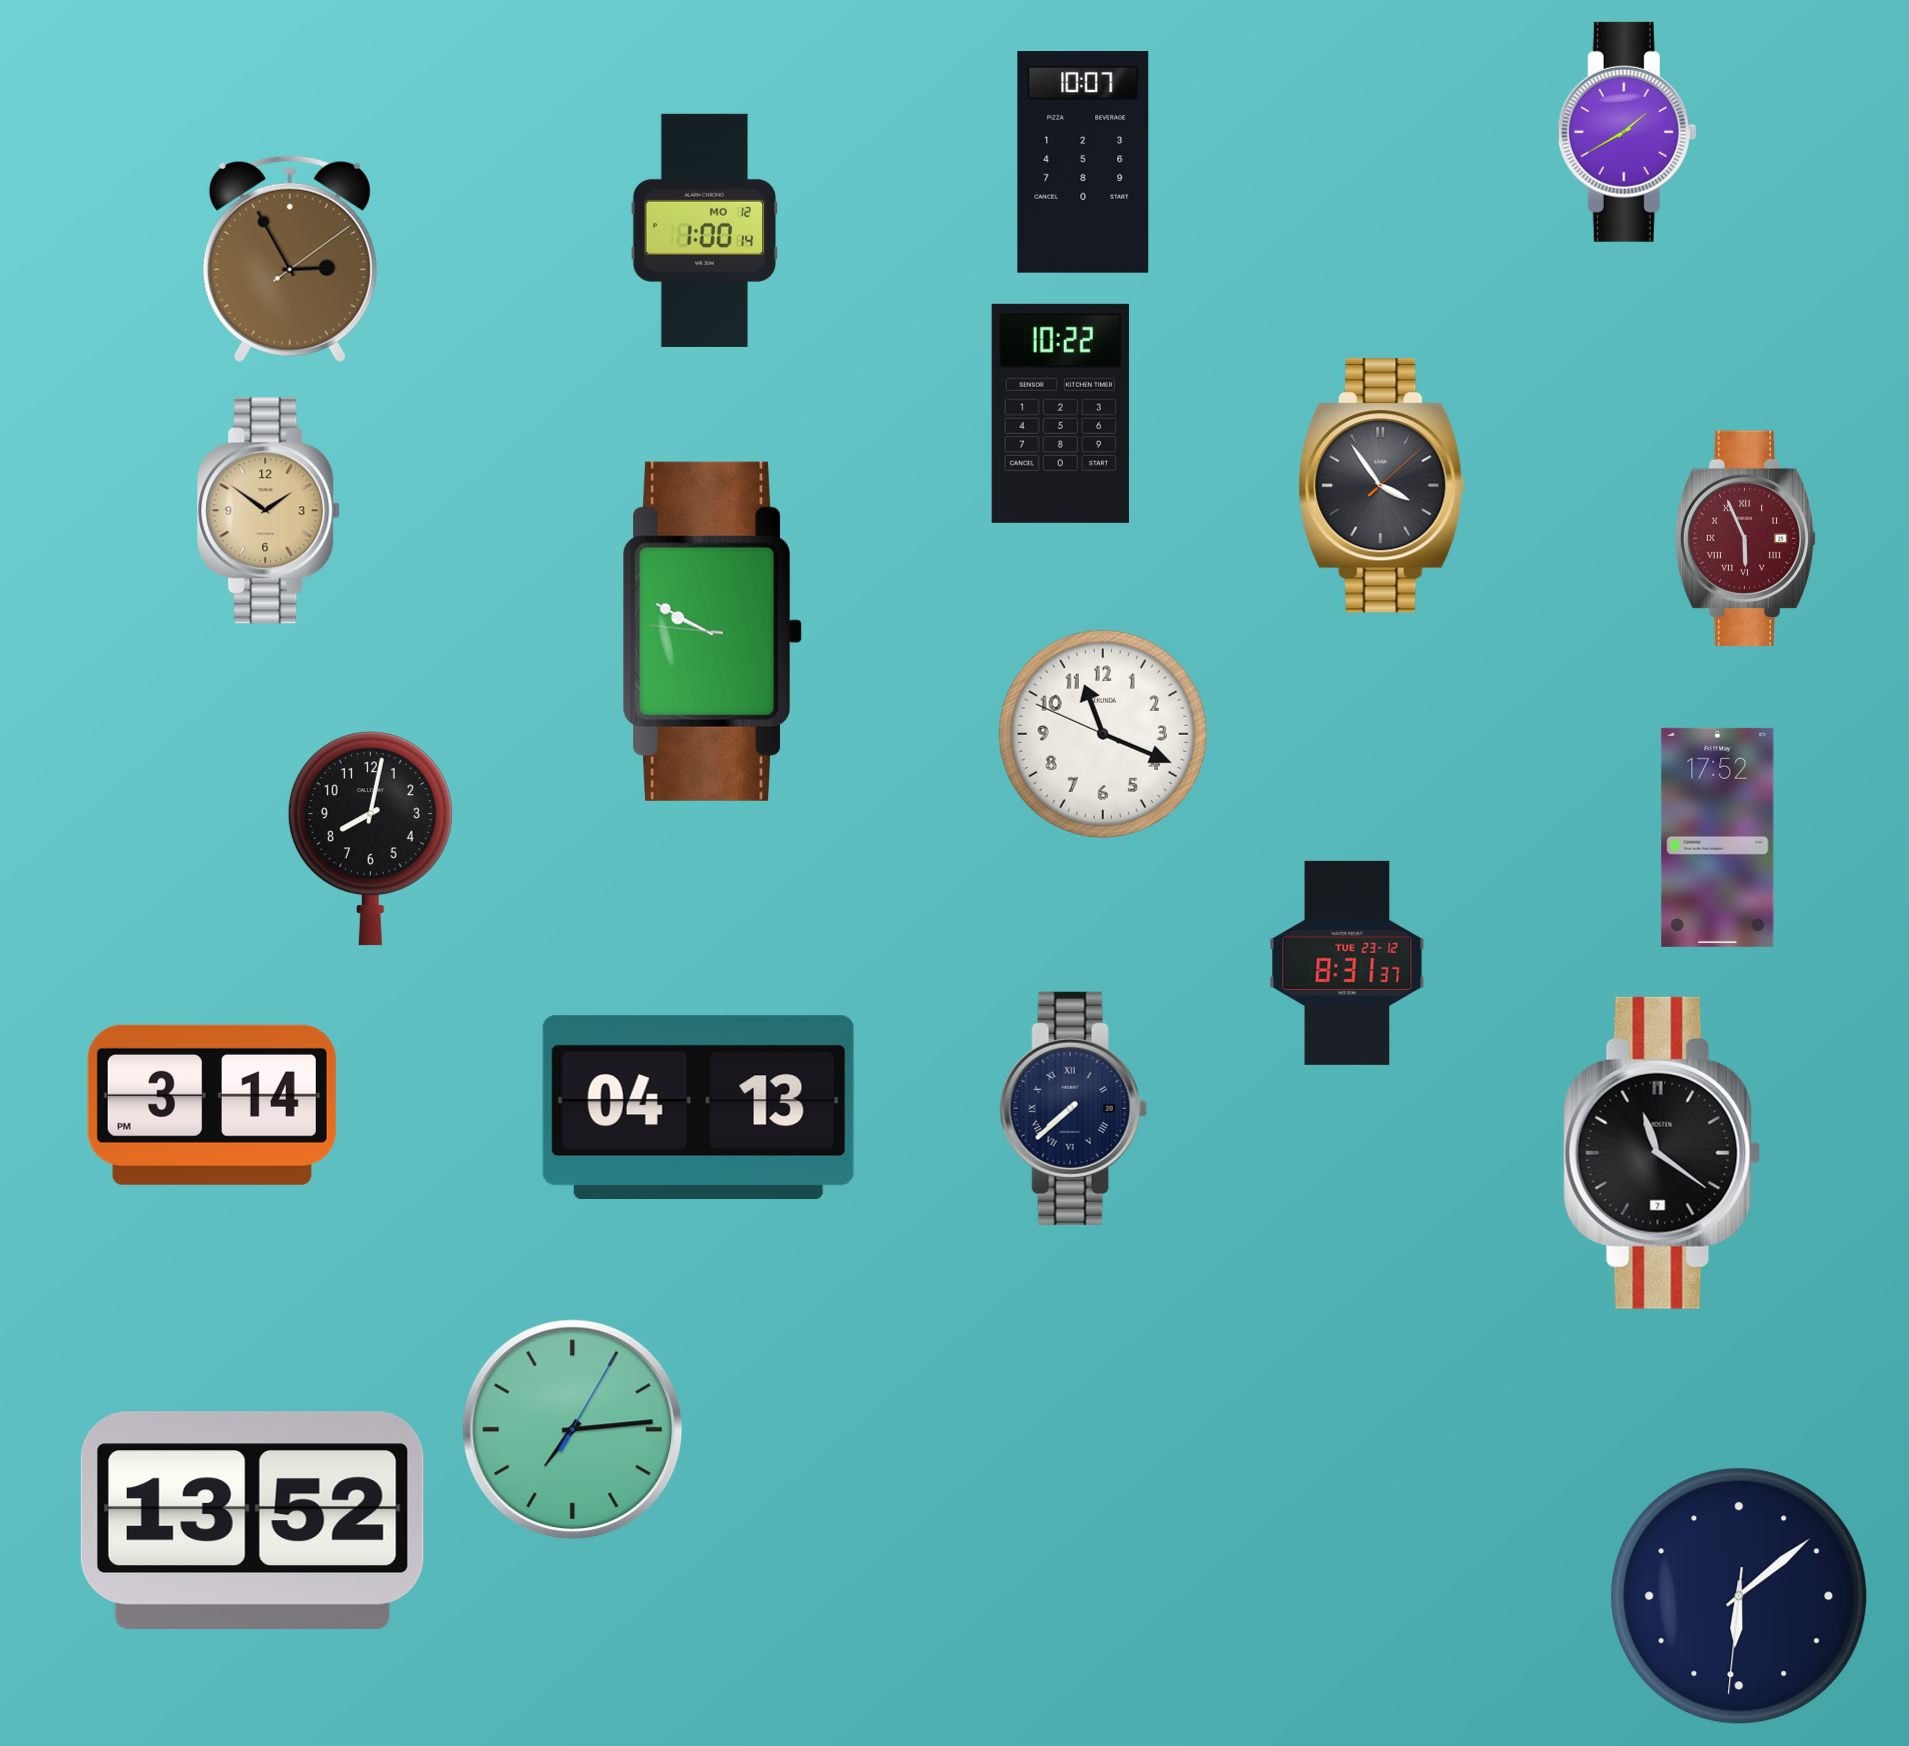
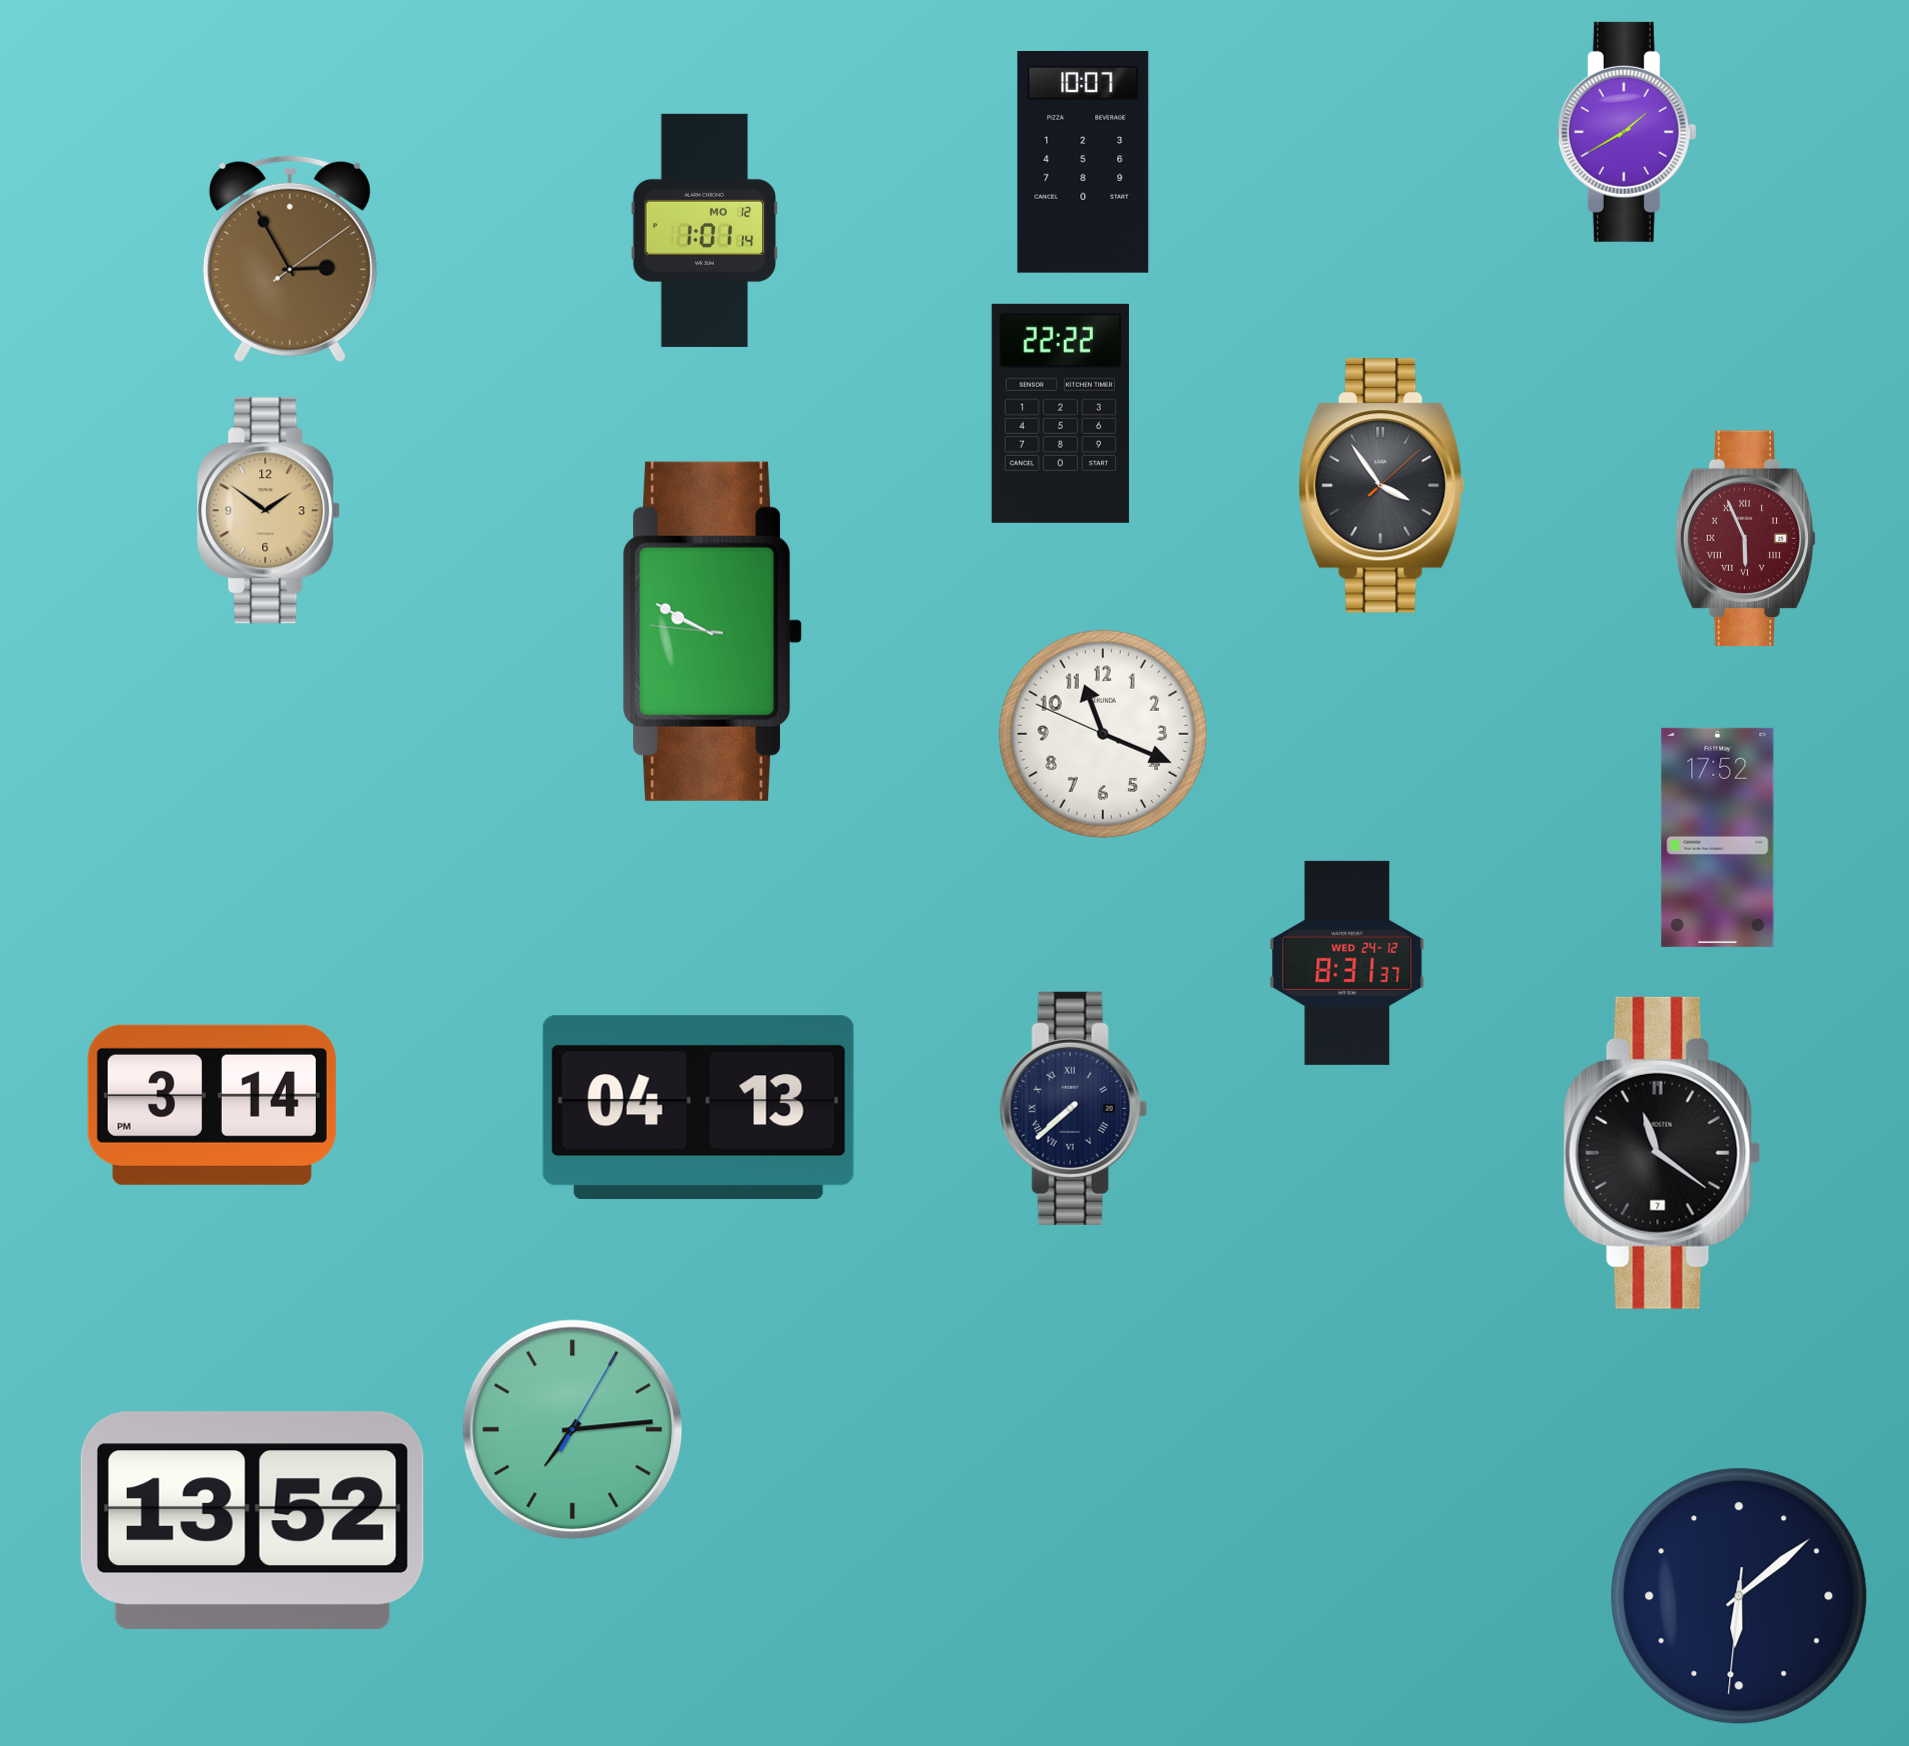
clock at (705, 230): 1:00 -> 1:01
clock at (1060, 413): 10:22 -> 22:22
clock at (370, 839): 8:02 -> none
clock at (1347, 963) date: TUE 23-12 -> WED 24-12
